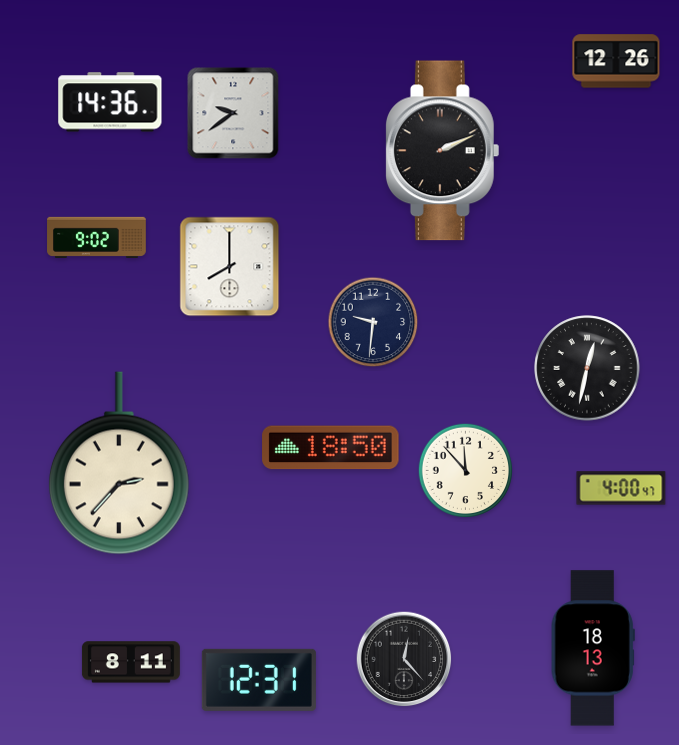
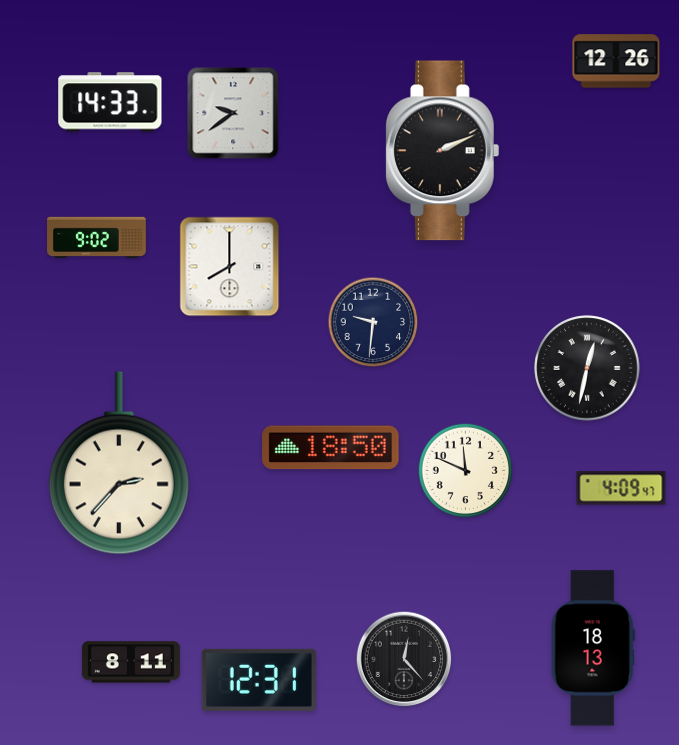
clock at (110, 102): 14:36 -> 14:33
clock at (465, 470): 11:53 -> 11:49
clock at (621, 488): 4:00 -> 4:09
